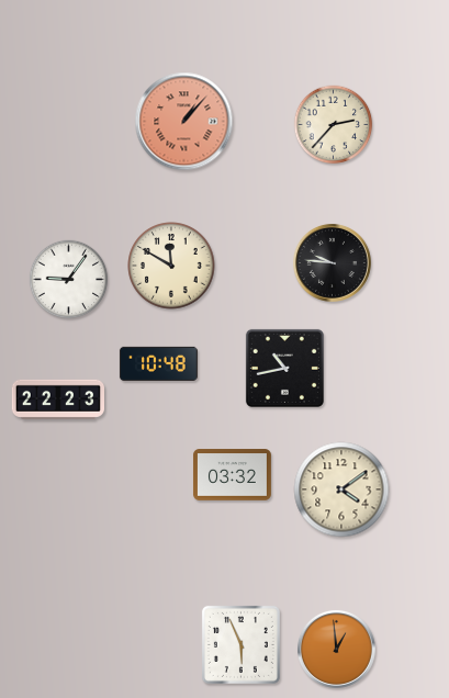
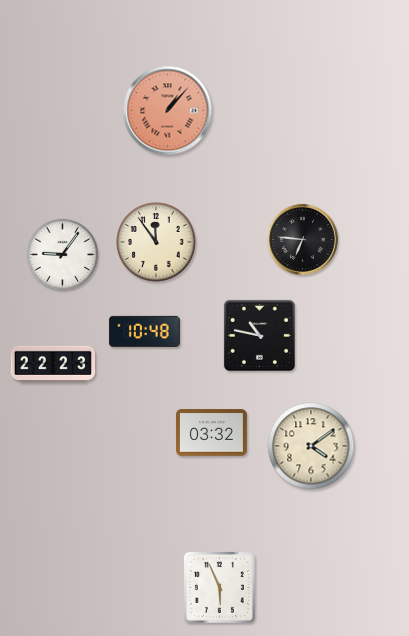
clock at (334, 125): 2:37 -> none
clock at (332, 262): 9:46 -> 6:46
clock at (171, 266): 11:50 -> 11:54
clock at (284, 368): 10:43 -> 10:47
clock at (336, 649): 12:59 -> none
